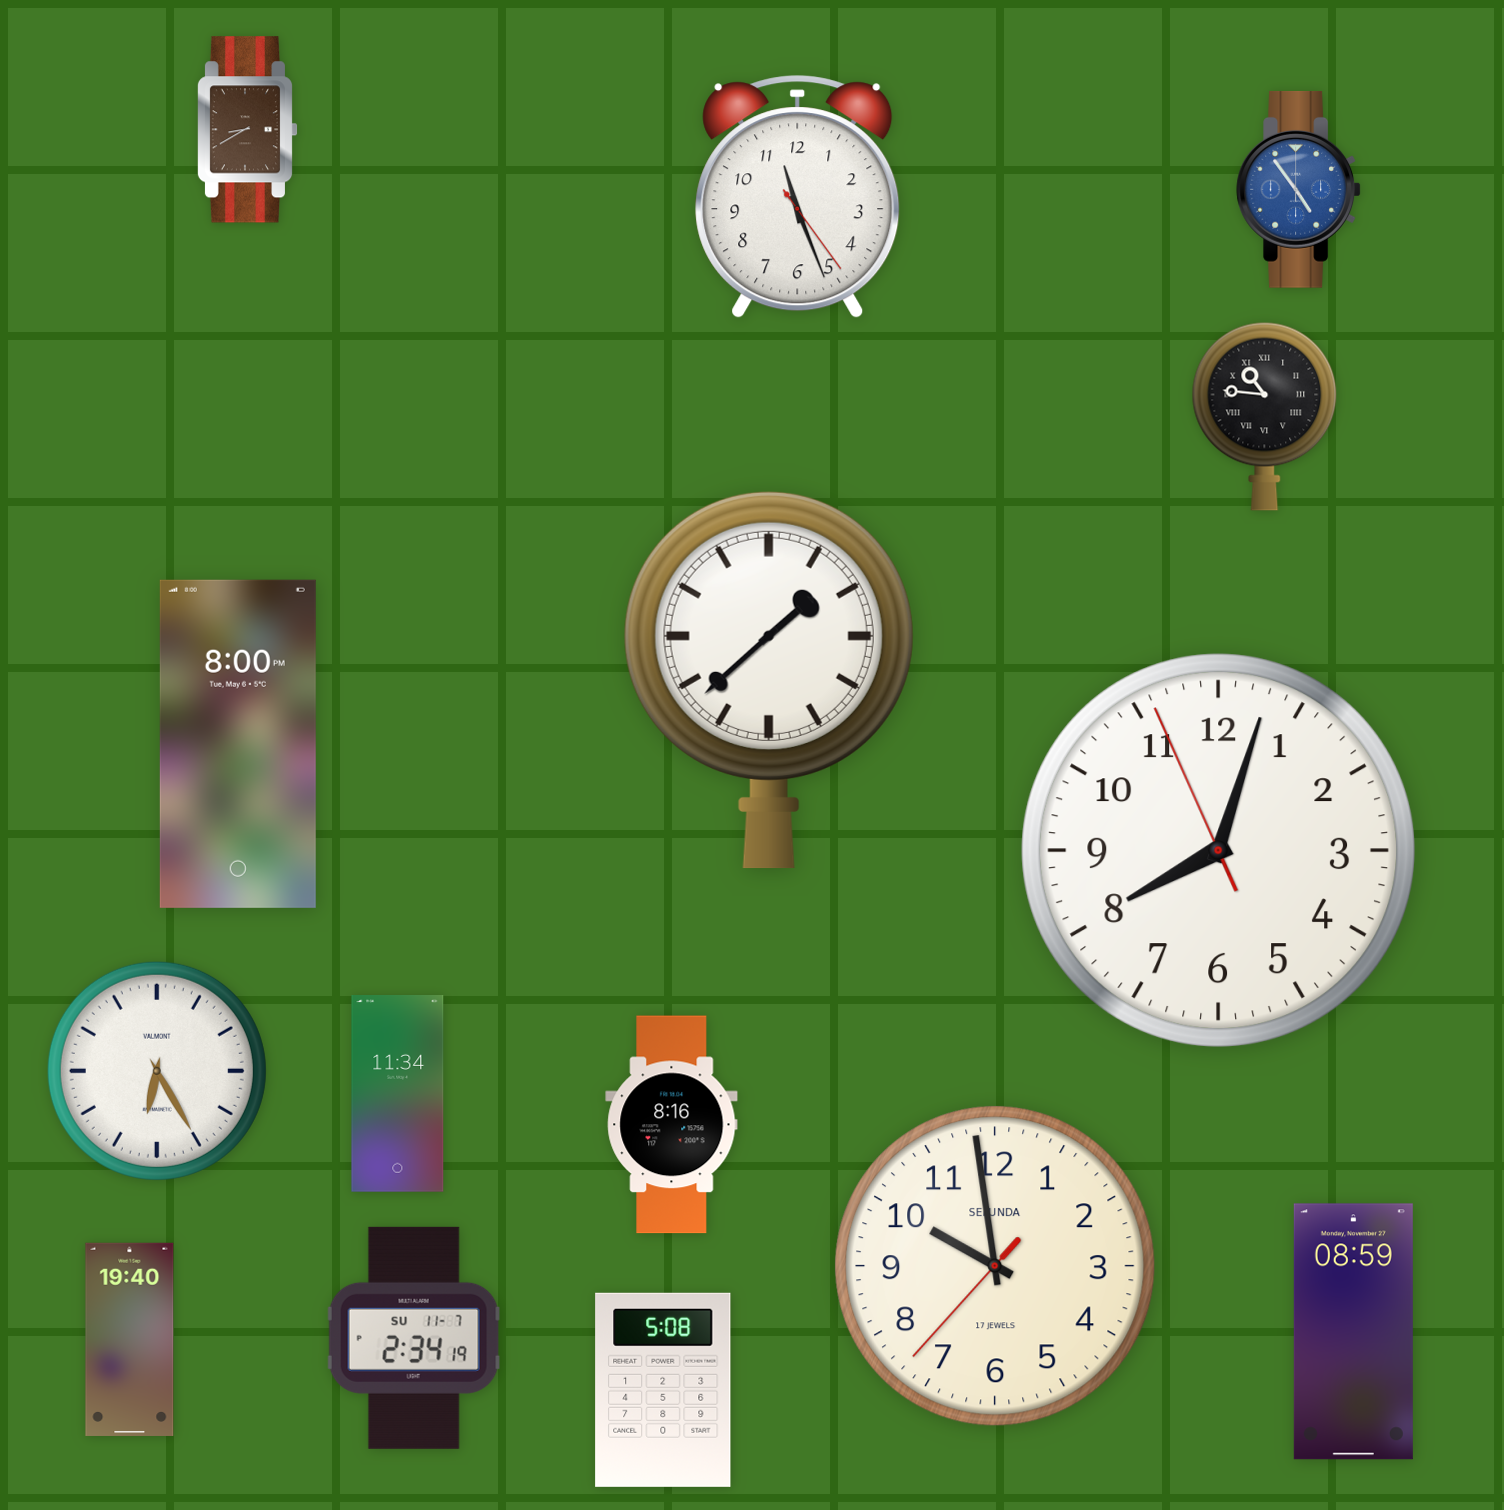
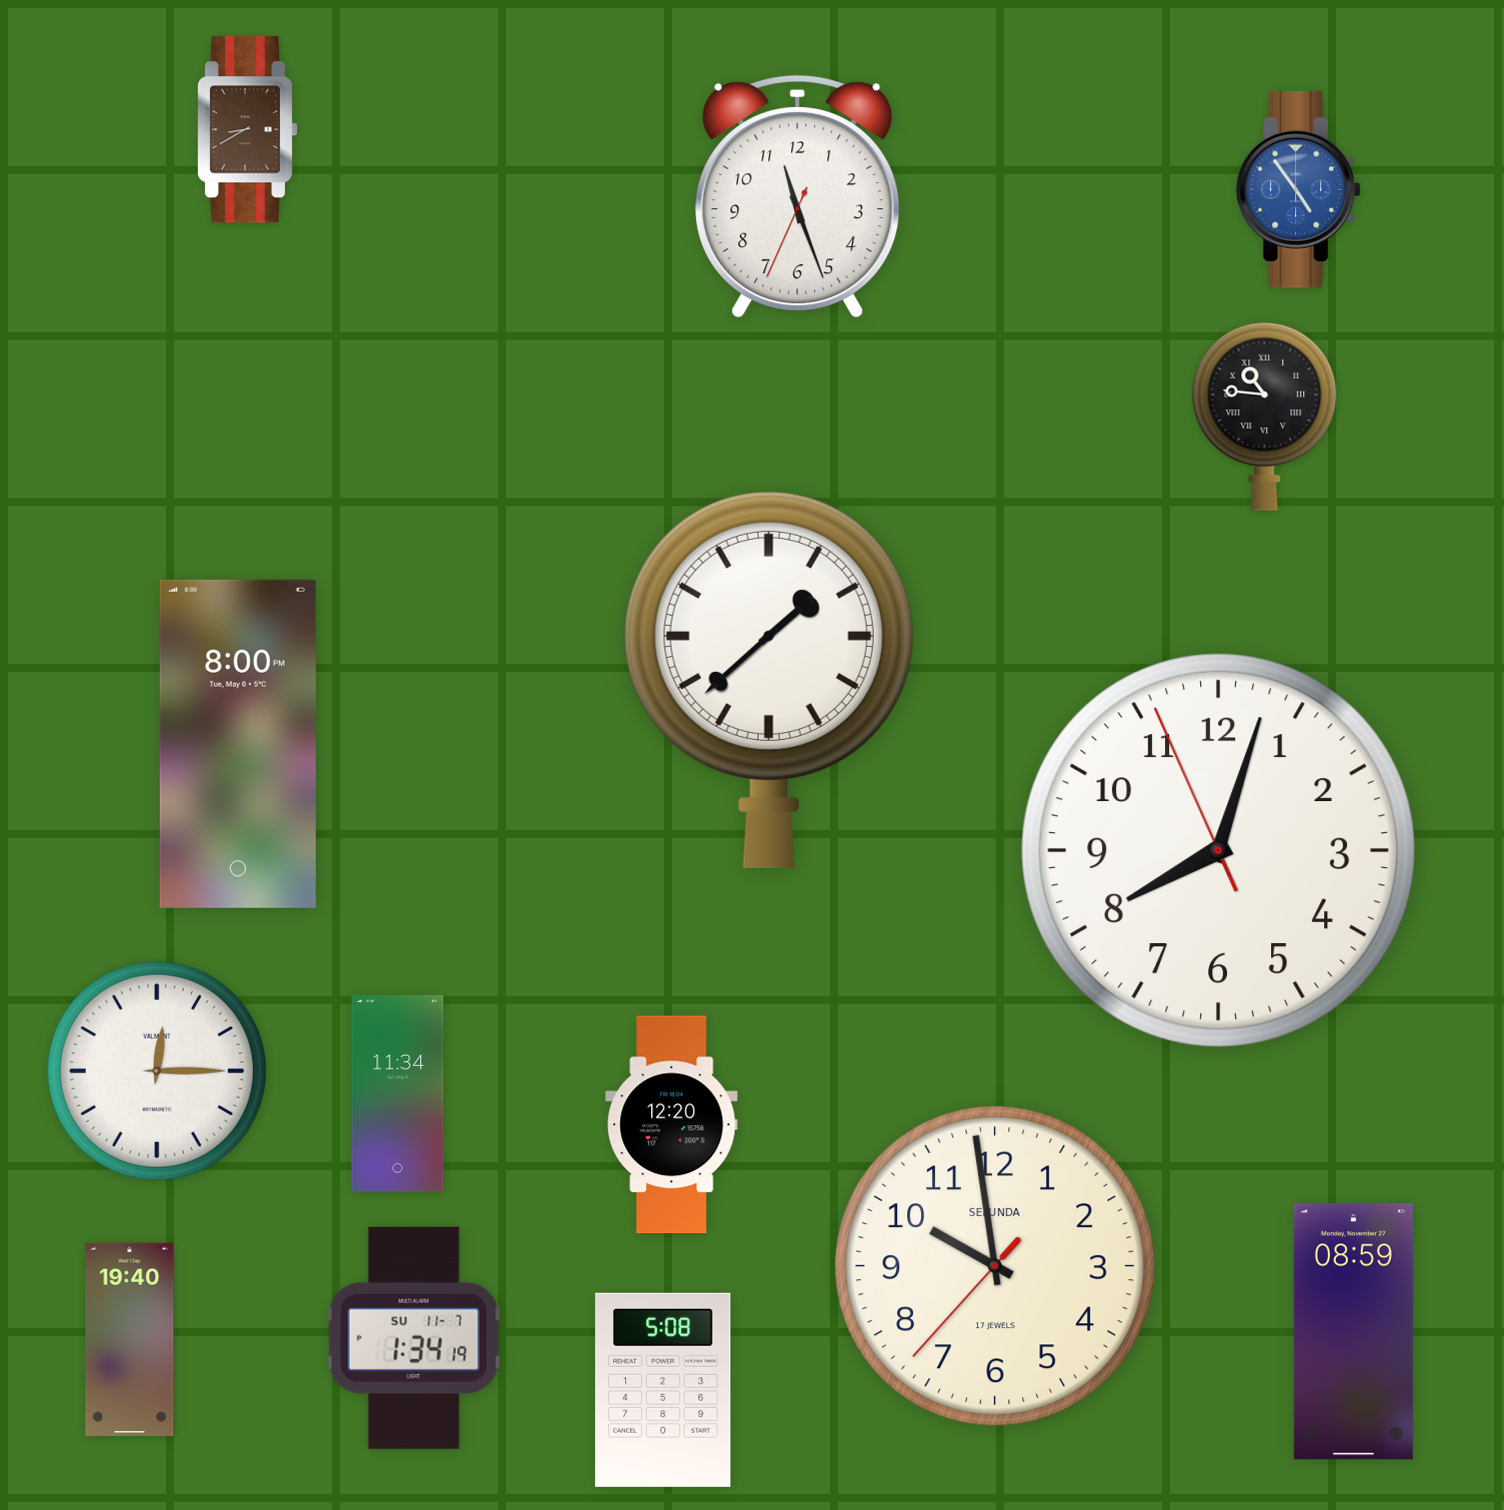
clock at (798, 197): 11:26:24 -> 11:26:34
clock at (157, 1071): 6:25 -> 12:15
clock at (672, 1125): 8:16 -> 12:20
clock at (414, 1338): 2:34 -> 1:34
